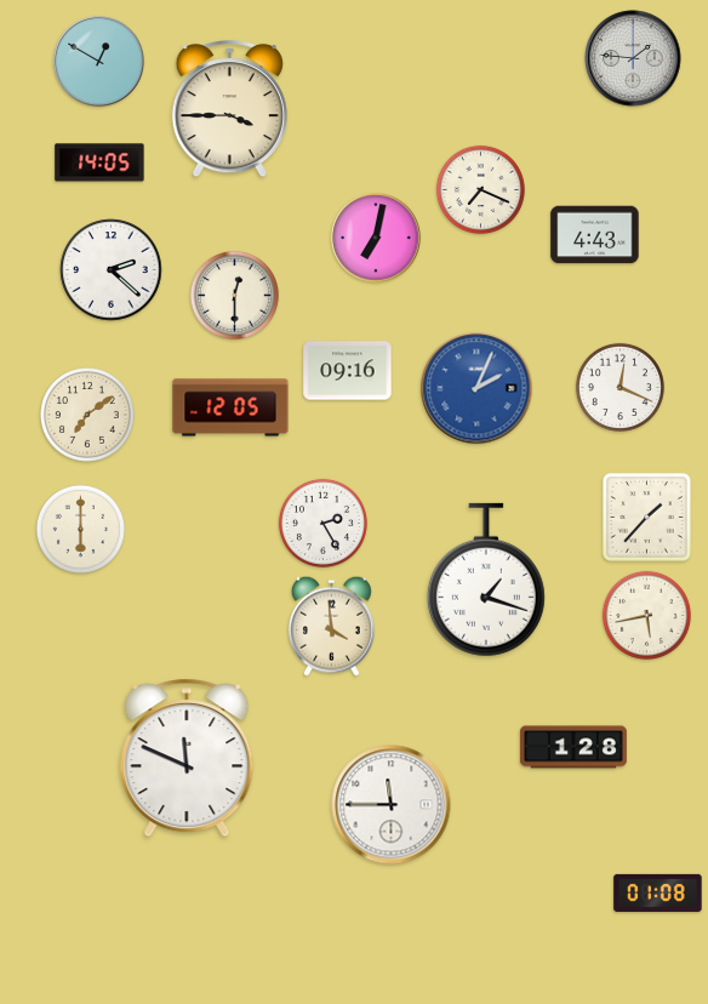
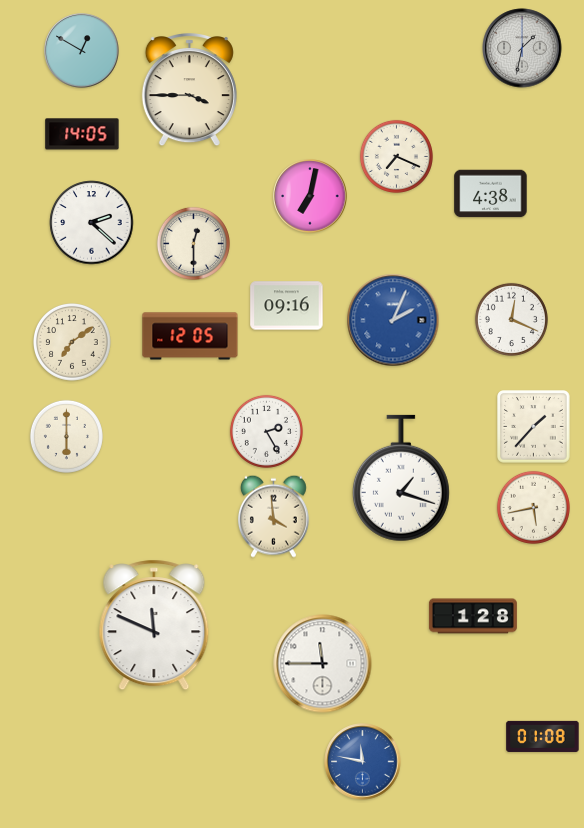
clock at (633, 58): 1:46 -> 1:32
clock at (595, 235): 4:43 -> 4:38
clock at (363, 762): none -> 11:47
